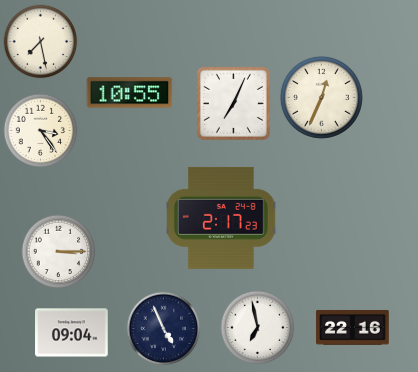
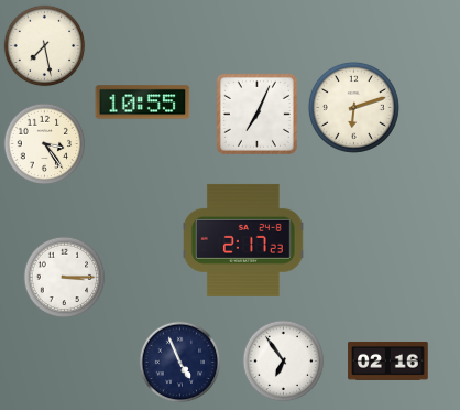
clock at (321, 97): 12:34 -> 6:12
clock at (353, 327): 22:16 -> 02:16
clock at (258, 328): 6:58 -> 6:54
clock at (72, 333): 09:04 -> none
